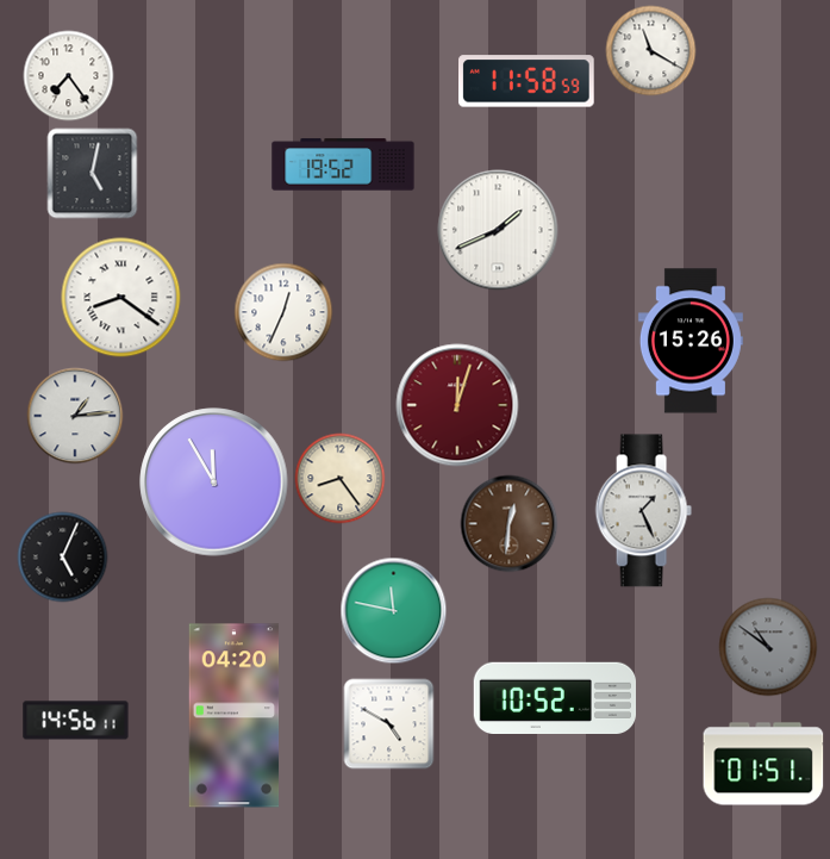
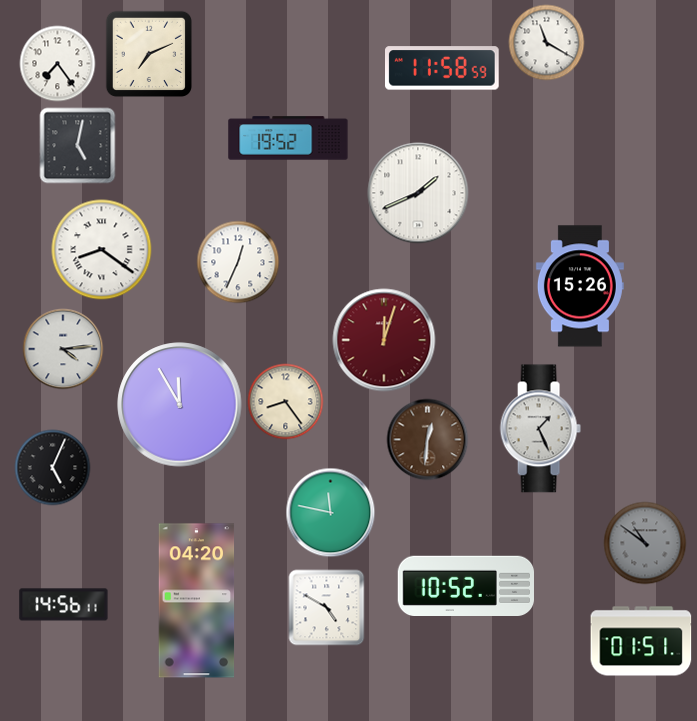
clock at (148, 53): none -> 7:11
clock at (75, 416): 1:14 -> 4:14
